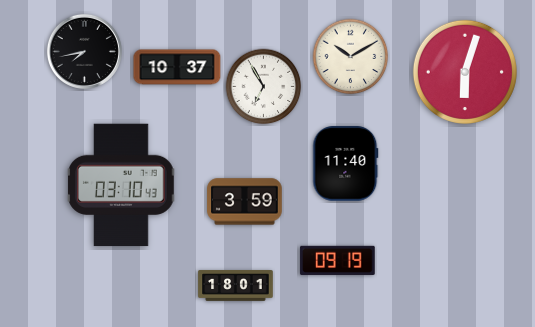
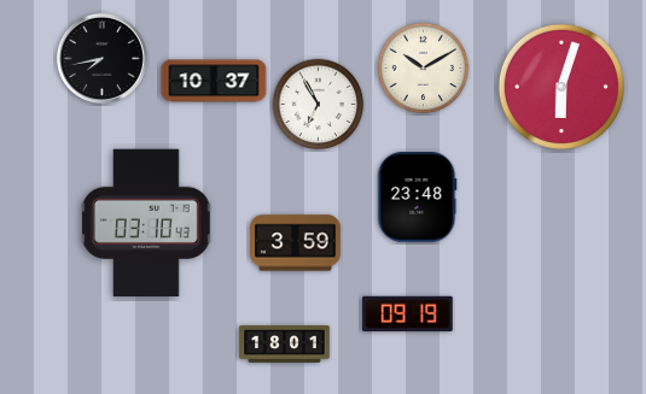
clock at (84, 51) position: (84, 51) -> (101, 58)
clock at (346, 164): 11:40 -> 23:48
